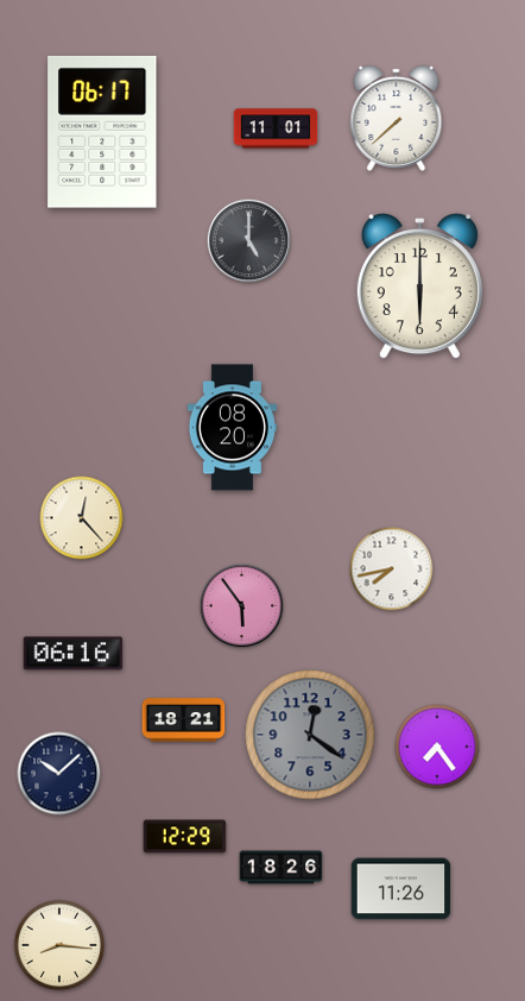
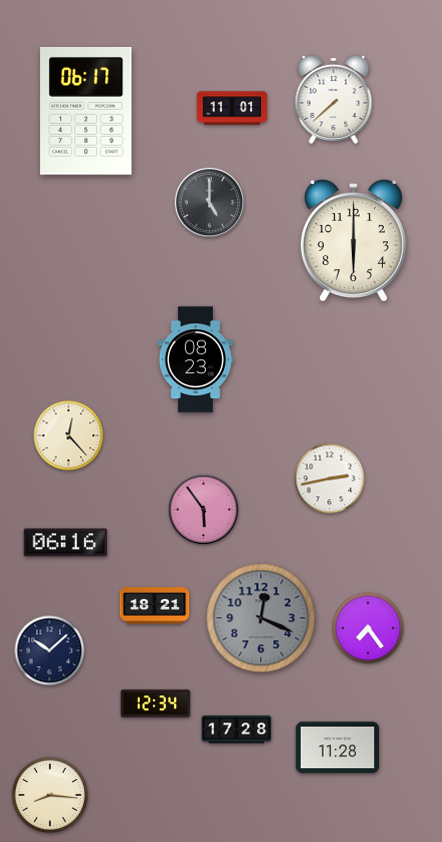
clock at (232, 428): 08:20 -> 08:23
clock at (392, 569): 7:43 -> 2:43
clock at (74, 654) position: (74, 654) -> (66, 543)
clock at (310, 735): 12:21 -> 12:19
clock at (185, 837): 12:29 -> 12:34
clock at (282, 868): 18:26 -> 17:28
clock at (401, 889): 11:26 -> 11:28
